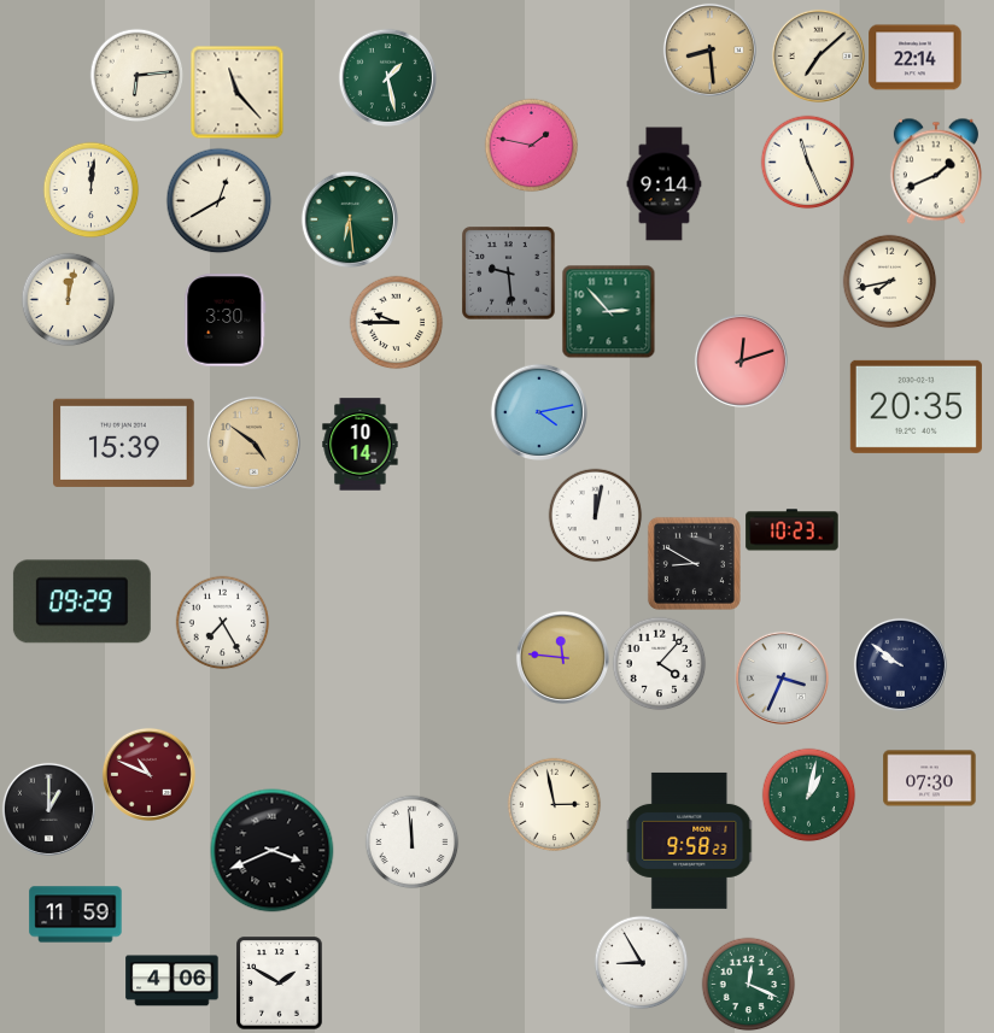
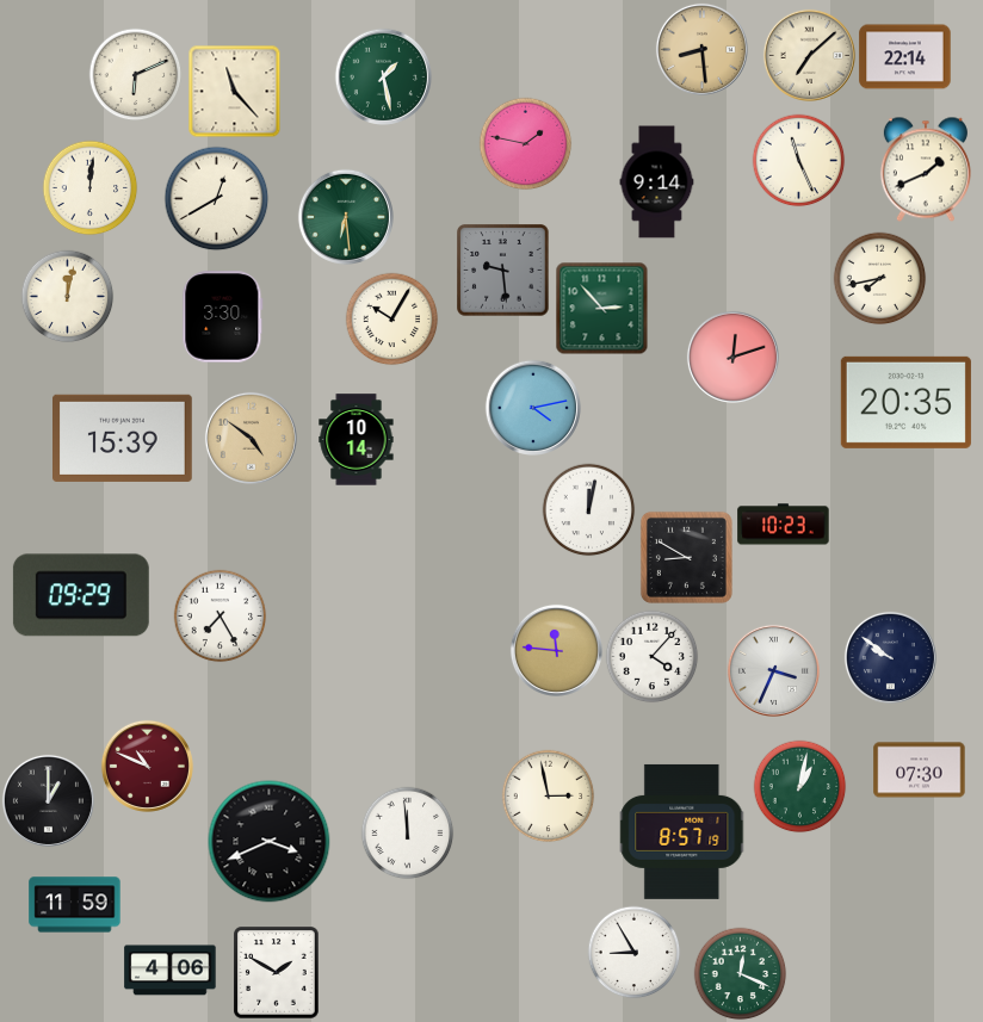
clock at (136, 75): 6:14 -> 6:11
clock at (396, 322): 9:45 -> 10:05
clock at (690, 840): 9:58 -> 8:57
